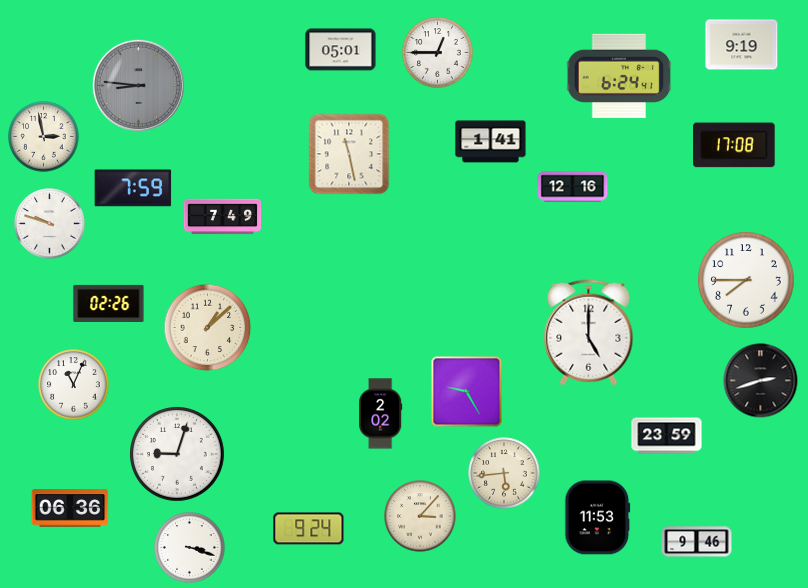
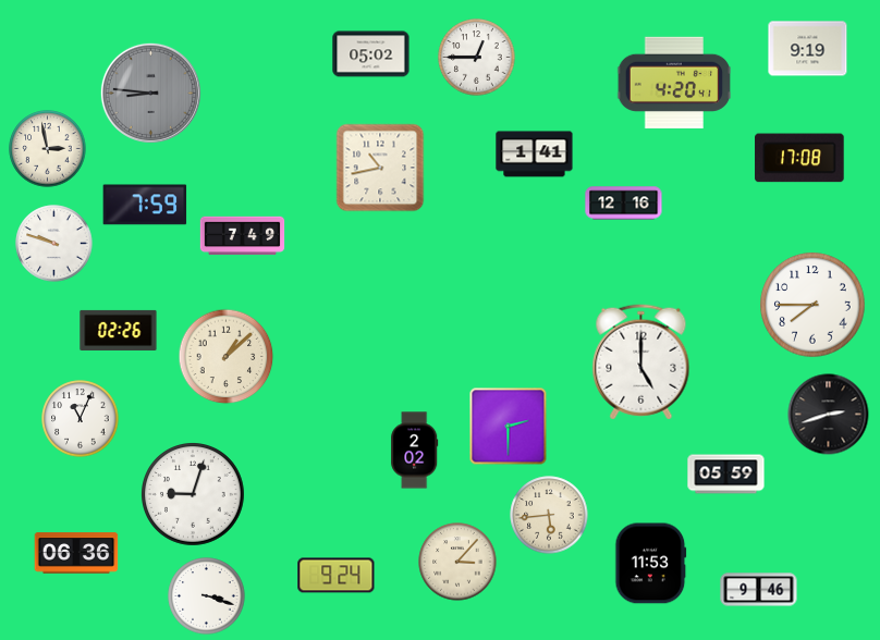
clock at (341, 50): 05:01 -> 05:02
clock at (619, 75): 6:24 -> 4:20
clock at (349, 154): 11:28 -> 10:43
clock at (467, 392): 9:25 -> 2:30
clock at (667, 436): 23:59 -> 05:59
